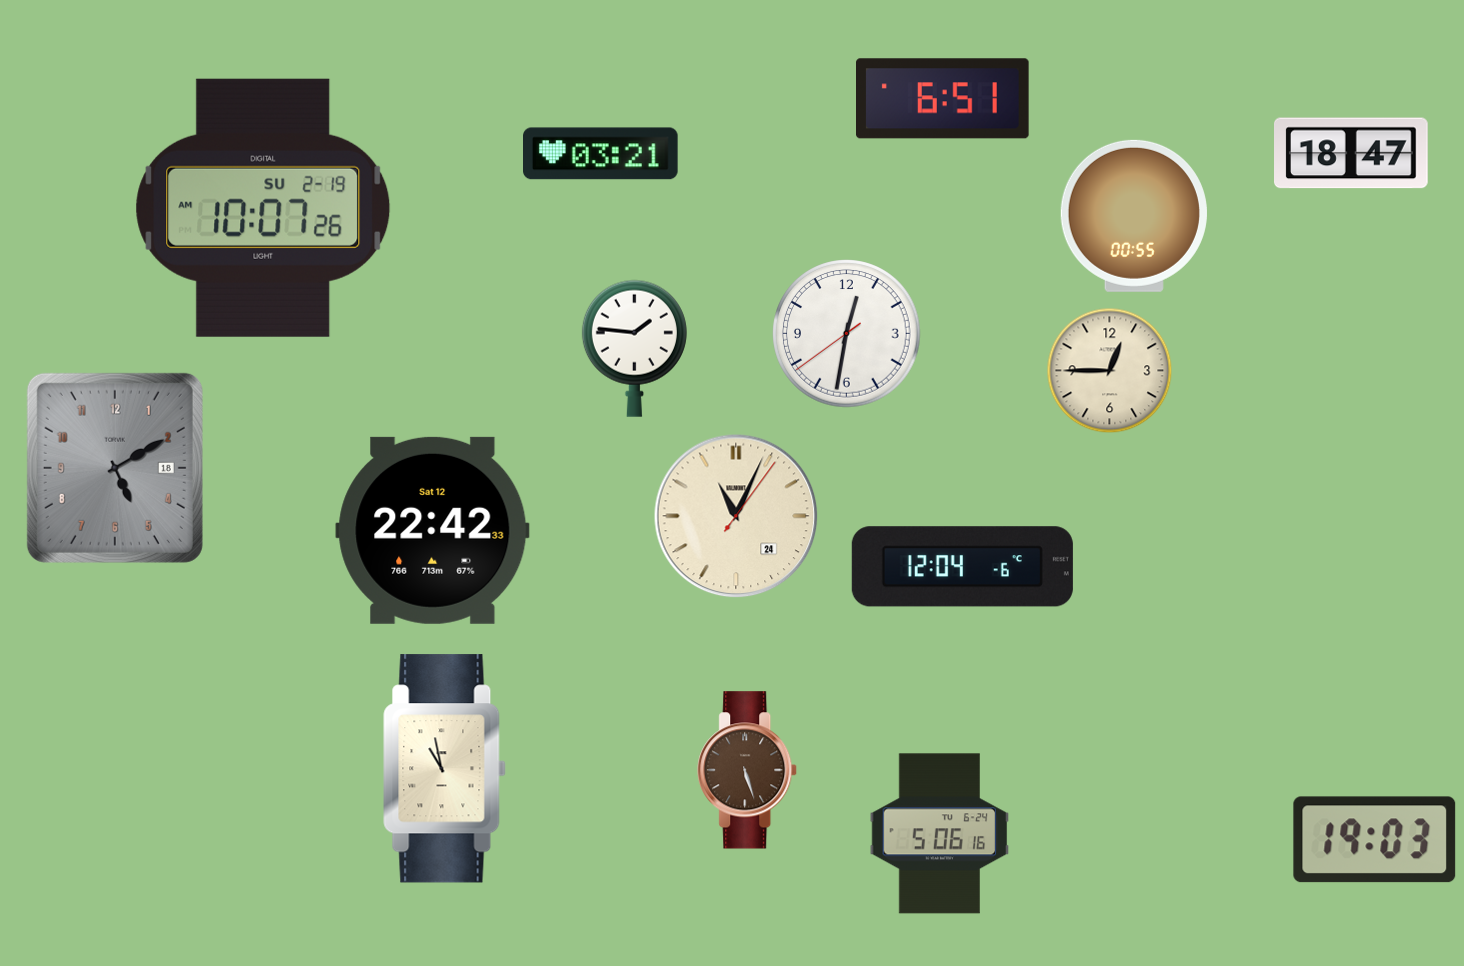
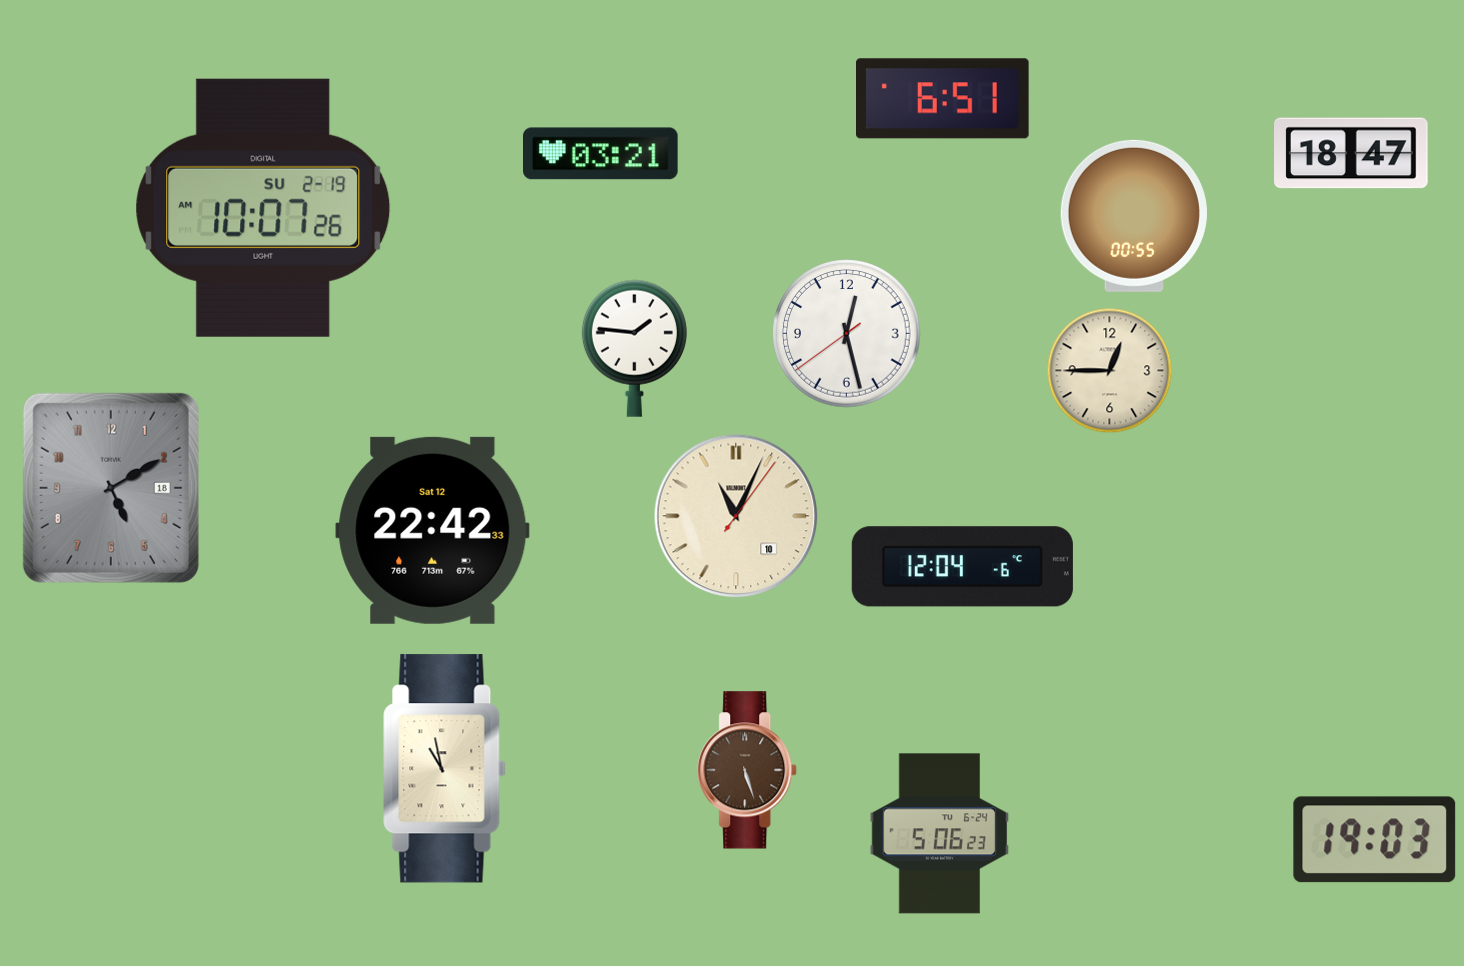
clock at (847, 334): 12:31 -> 12:27
clock at (115, 468) position: (115, 468) -> (111, 488)
clock at (736, 516) date: 24 -> 10
clock at (940, 834): 5:06:16 -> 5:06:23
